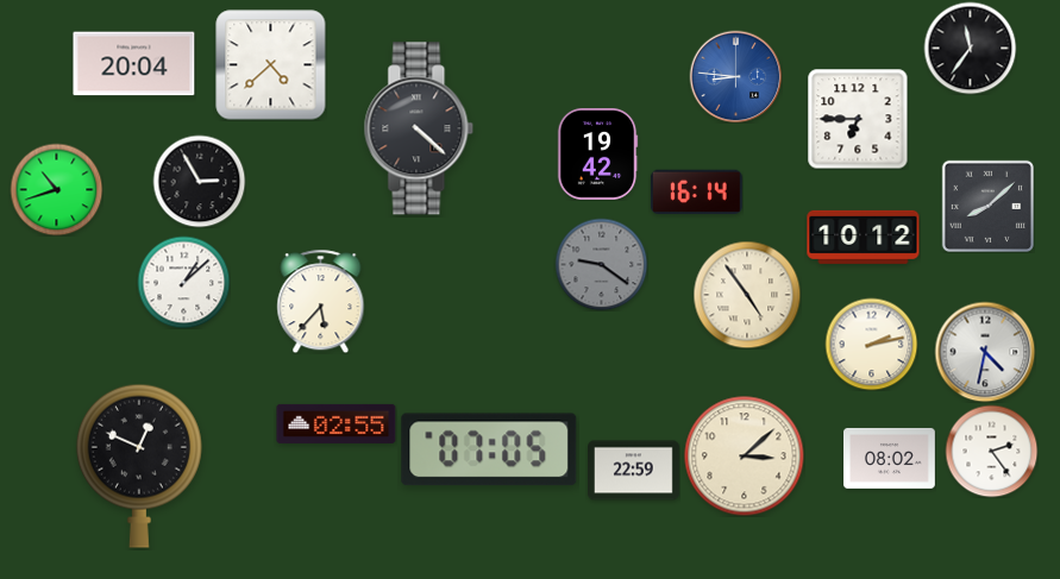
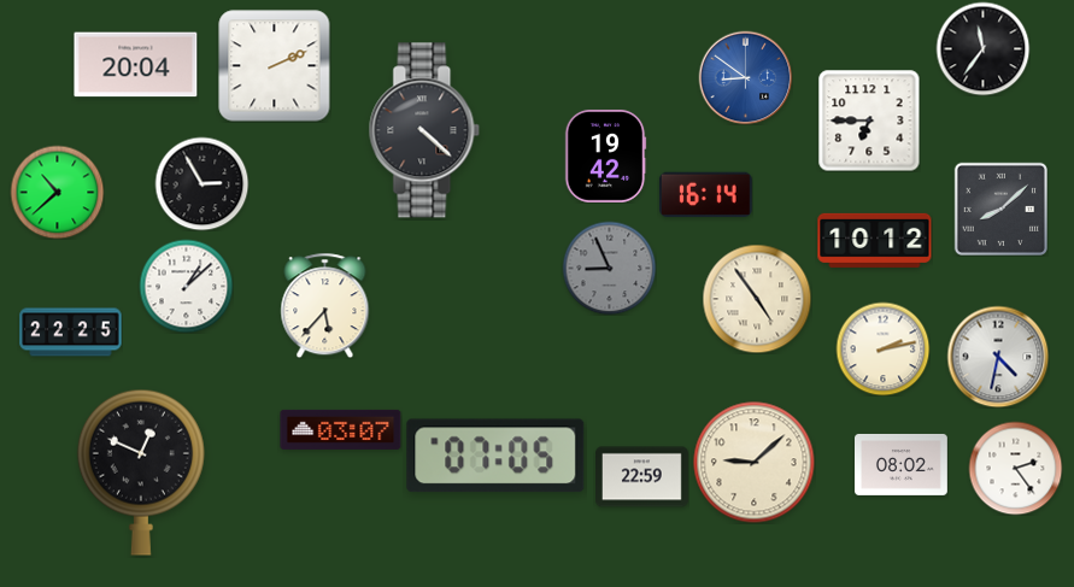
clock at (271, 65): 4:38 -> 2:11
clock at (735, 76): 8:46 -> 8:51
clock at (56, 189): 10:42 -> 10:38
clock at (601, 264): 9:21 -> 8:56
clock at (71, 333): none -> 22:25
clock at (337, 423): 02:55 -> 03:07
clock at (991, 451) position: (991, 451) -> (1015, 468)
clock at (745, 457): 3:08 -> 9:08
